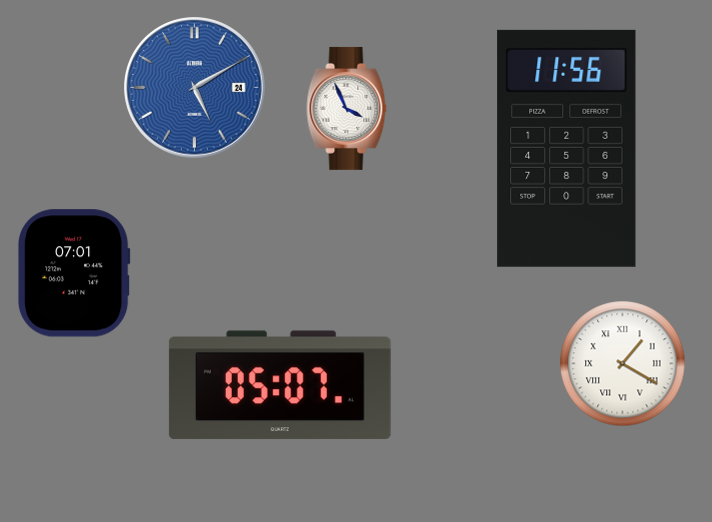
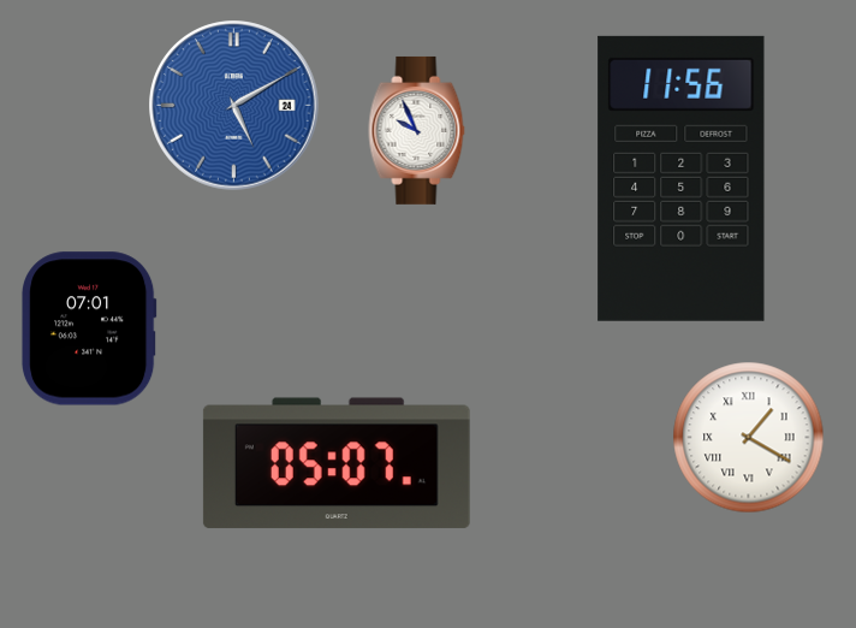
clock at (347, 108): 3:56 -> 9:56
